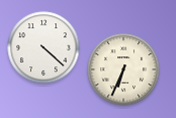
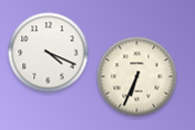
clock at (44, 48): 4:22 -> 4:19
